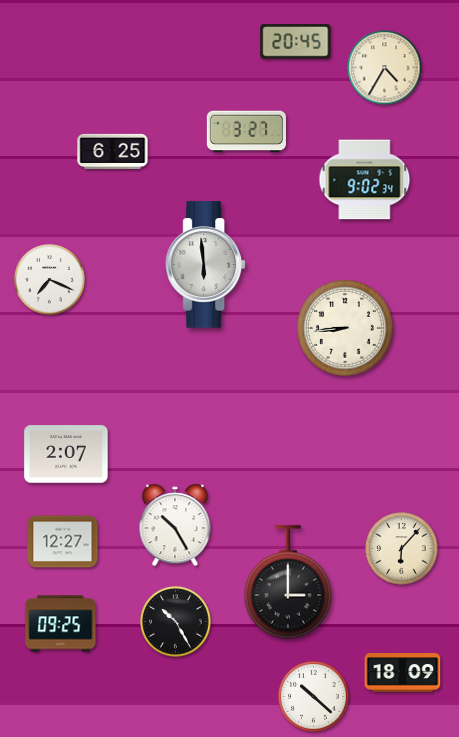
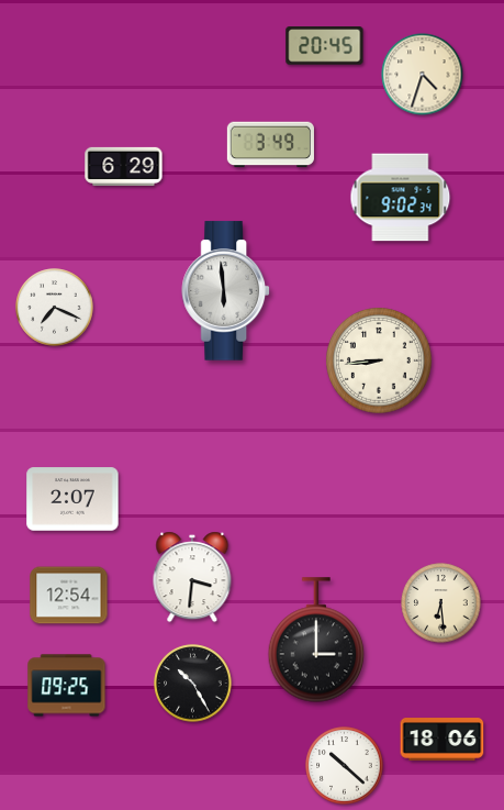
clock at (385, 68): 4:35 -> 4:33
clock at (246, 132): 3:27 -> 3:49
clock at (113, 151): 6:25 -> 6:29
clock at (175, 525): 10:25 -> 3:31
clock at (63, 542): 12:27 -> 12:54
clock at (402, 549): 6:07 -> 6:29
clock at (403, 673): 18:09 -> 18:06
